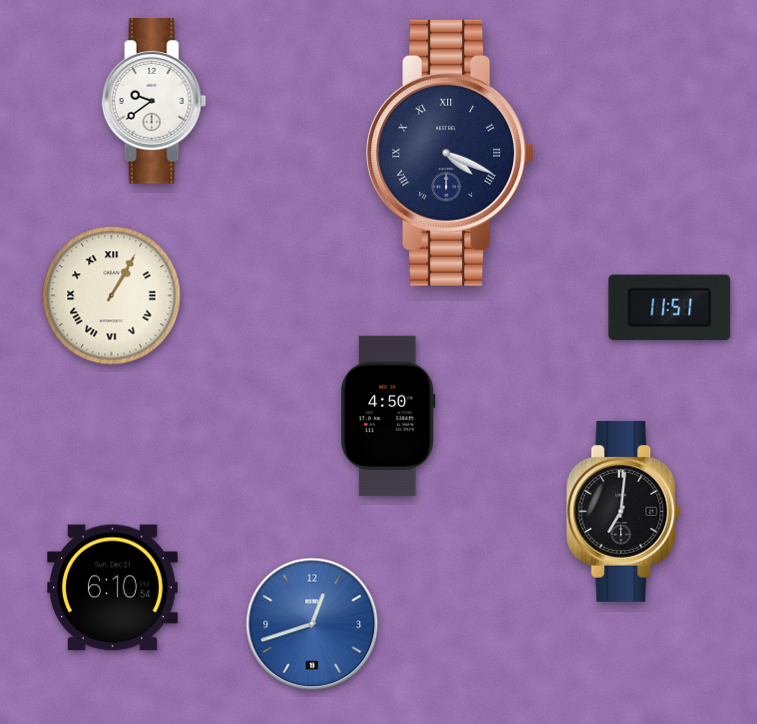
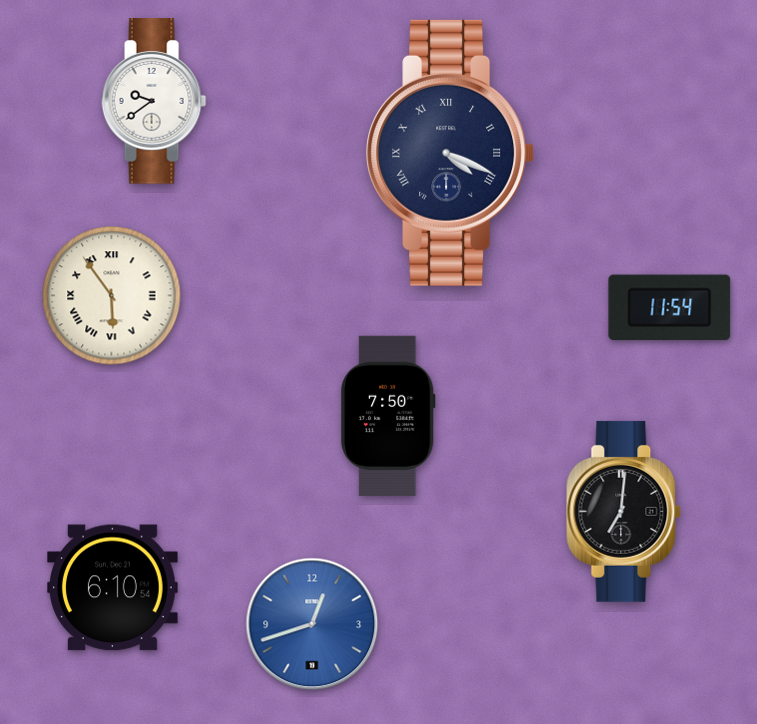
clock at (112, 296): 1:05 -> 5:54
clock at (670, 308): 11:51 -> 11:54
clock at (389, 416): 4:50 -> 7:50
